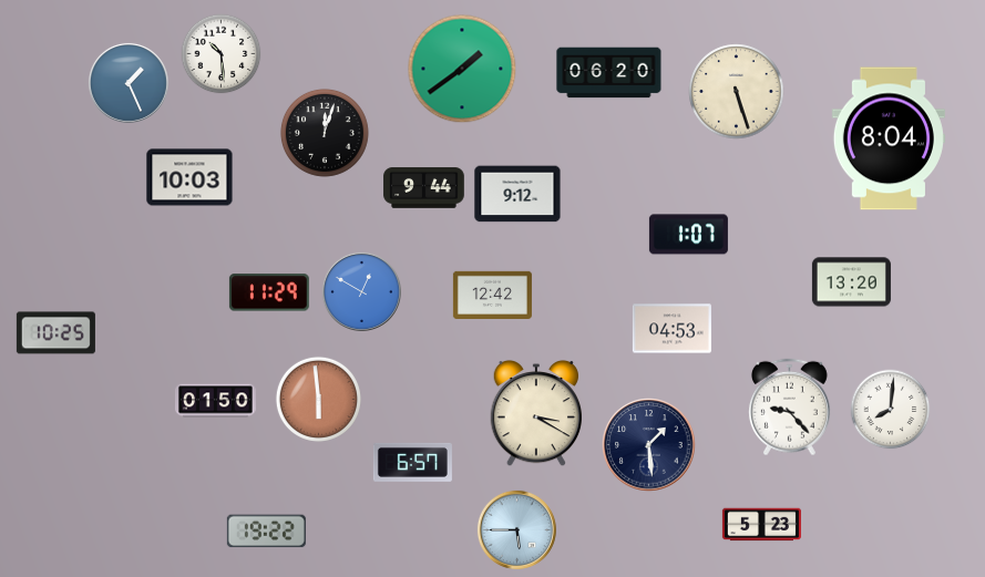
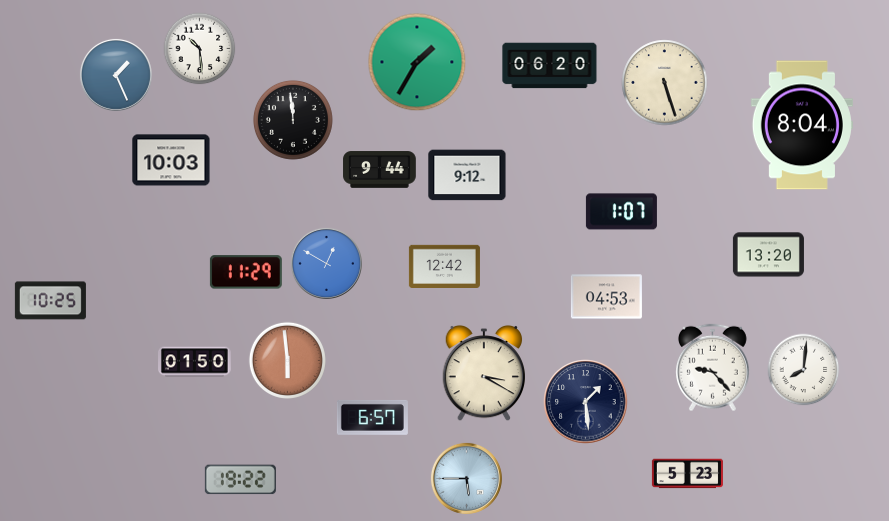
clock at (462, 69): 1:39 -> 1:35
clock at (325, 133): 12:03 -> 11:59
clock at (424, 188) position: (424, 188) -> (380, 170)
clock at (269, 292) position: (269, 292) -> (246, 272)
